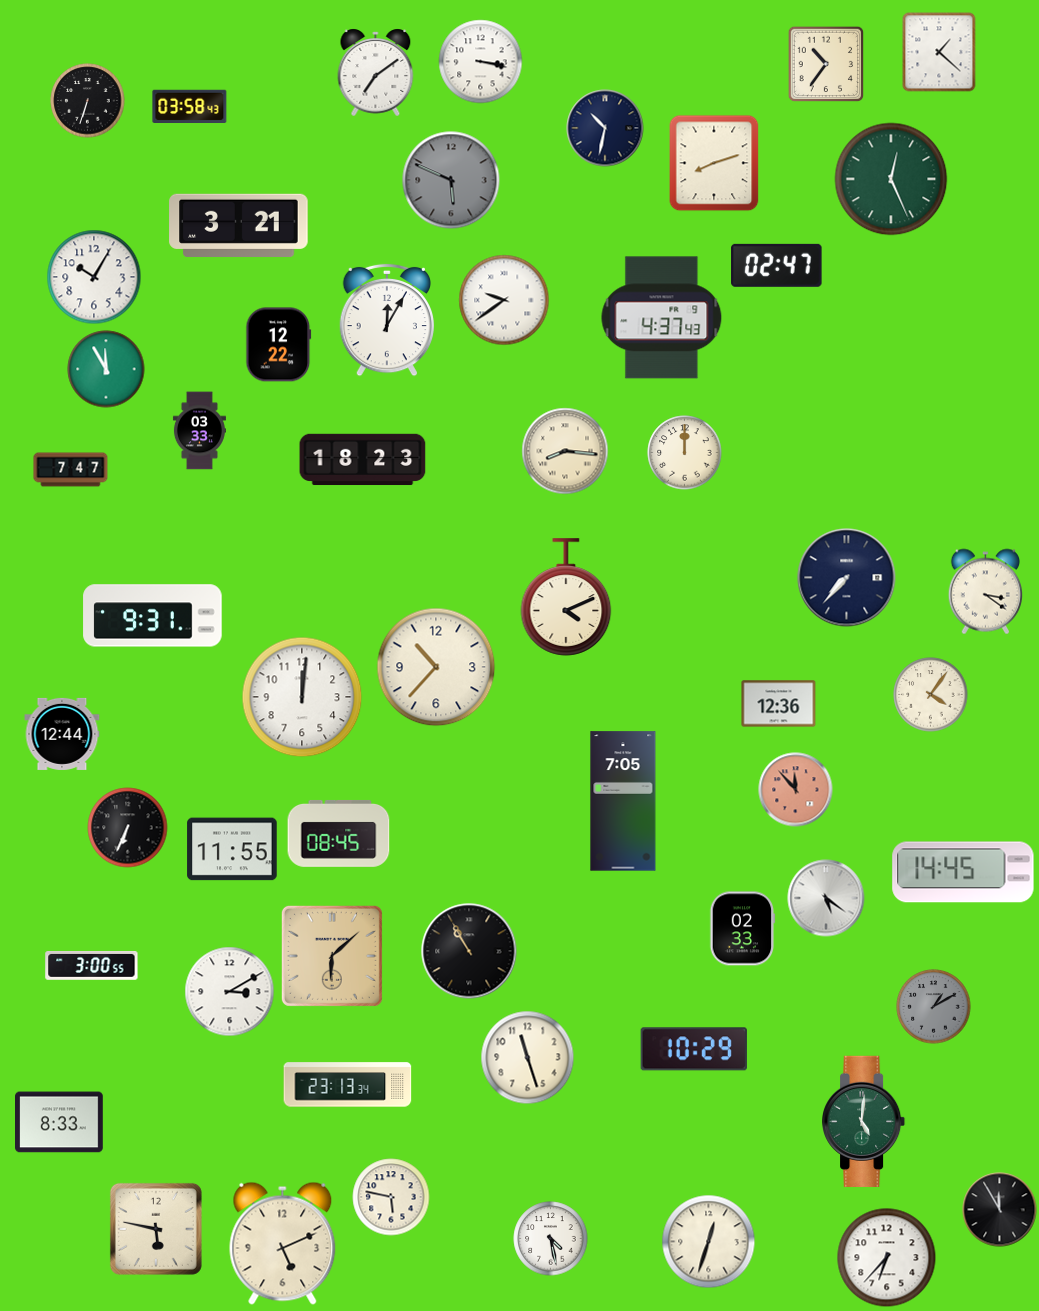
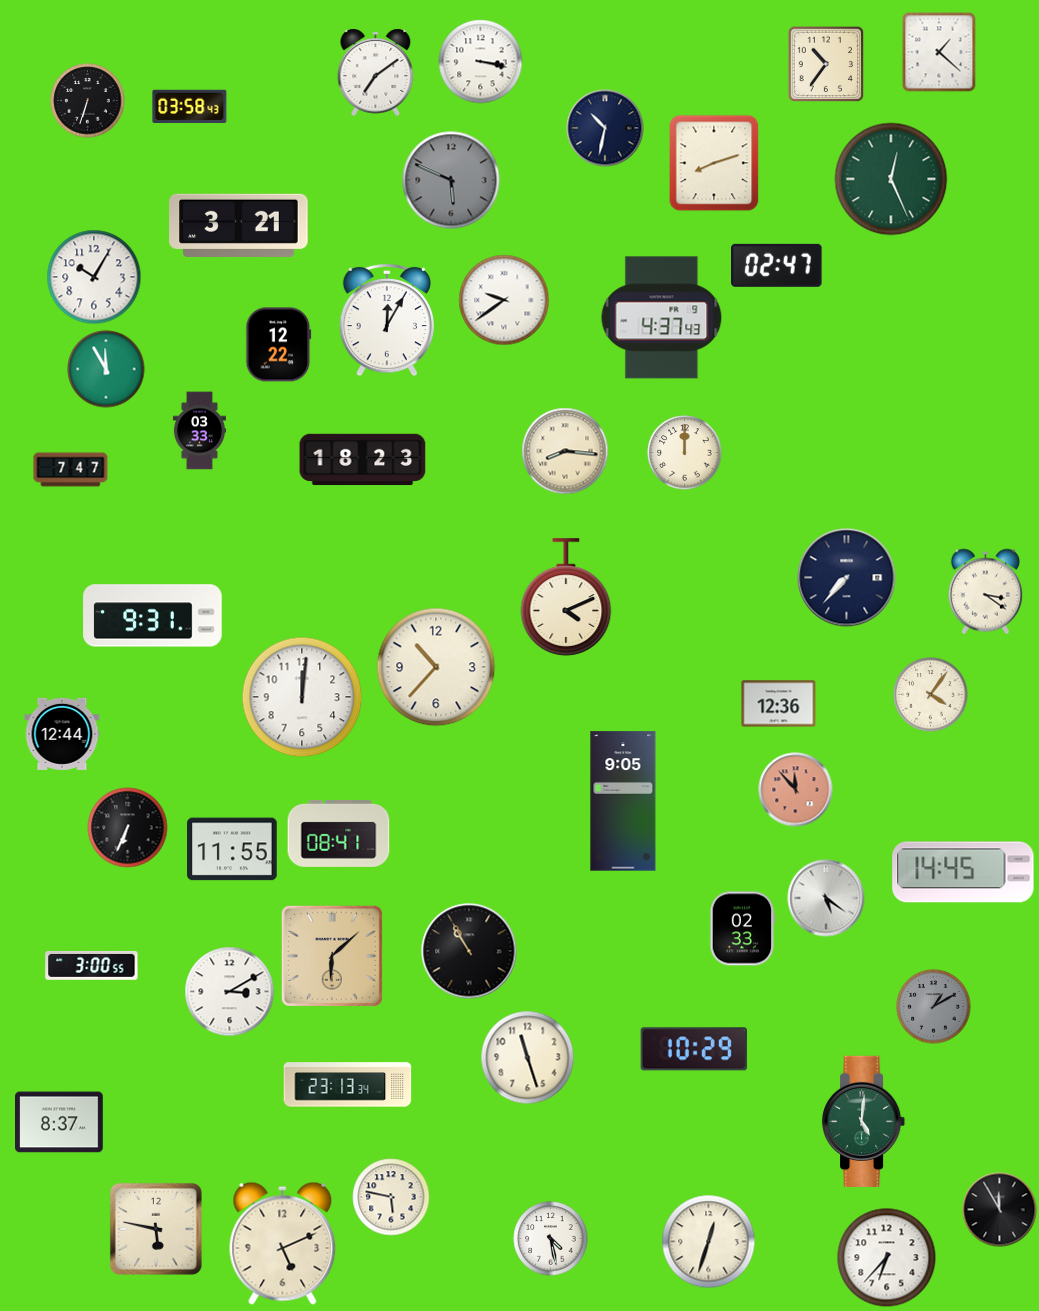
clock at (623, 801): 7:05 -> 9:05
clock at (339, 833): 08:45 -> 08:41
clock at (60, 1122): 8:33 -> 8:37
